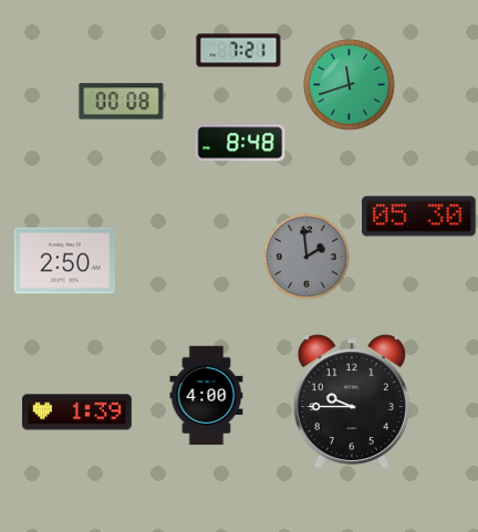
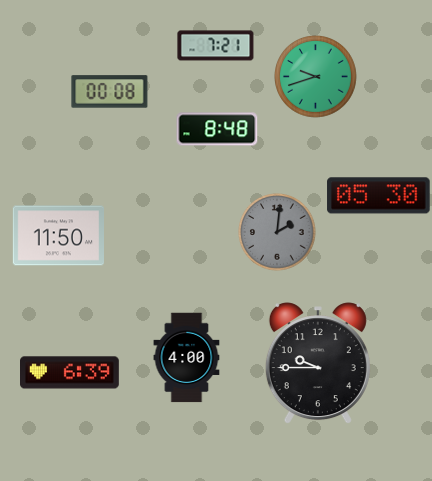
clock at (350, 85): 11:42 -> 9:42
clock at (306, 257): 1:59 -> 2:01
clock at (65, 261): 2:50 -> 11:50
clock at (77, 413): 1:39 -> 6:39
